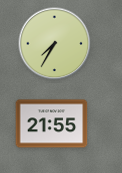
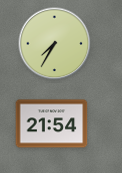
clock at (52, 124): 21:55 -> 21:54
